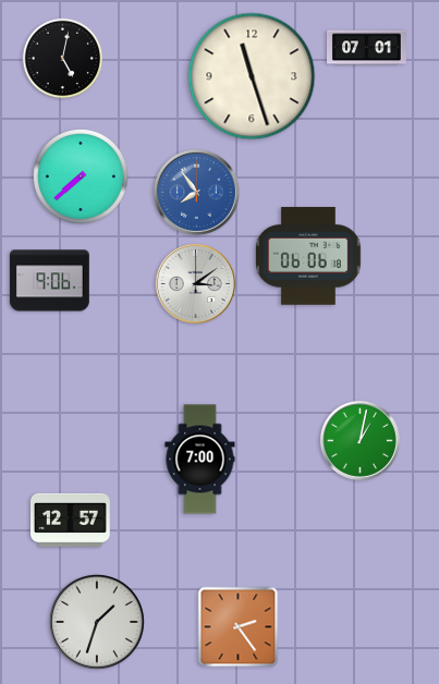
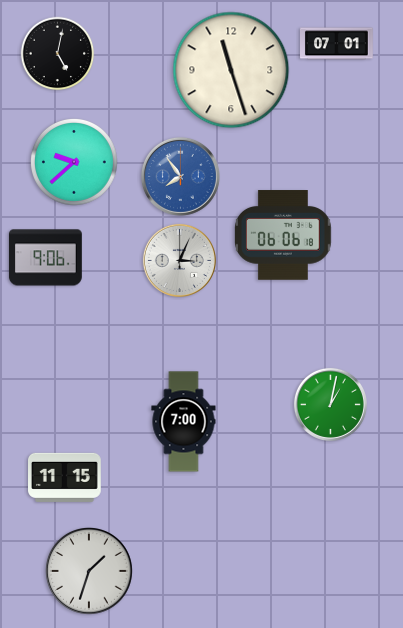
clock at (81, 176): 7:38 -> 9:38
clock at (195, 283): 3:09 -> 3:04
clock at (71, 520): 12:57 -> 11:15
clock at (239, 627): 2:24 -> none
